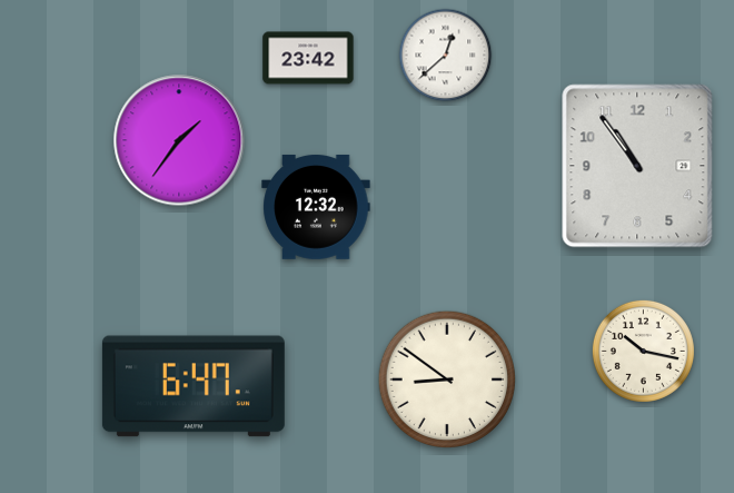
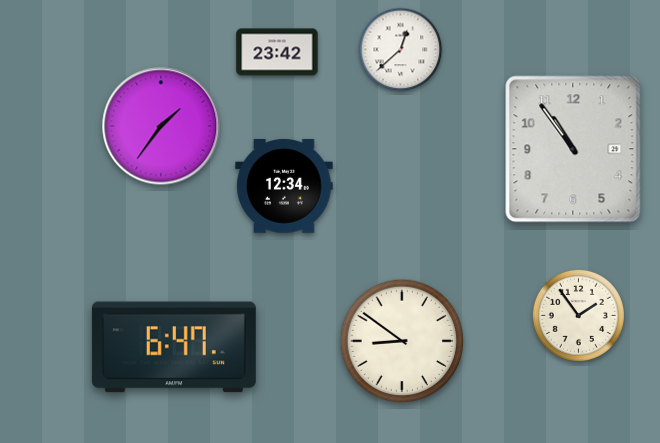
clock at (316, 207): 12:32 -> 12:34
clock at (643, 351): 10:17 -> 1:54
